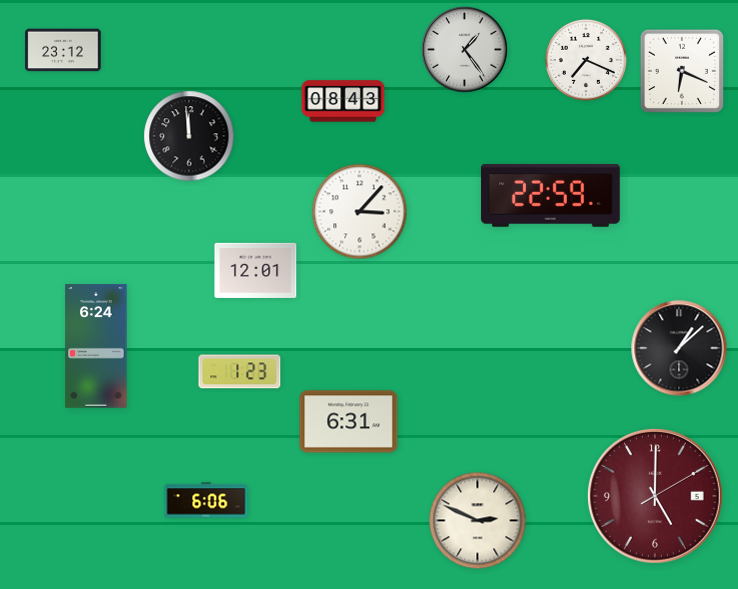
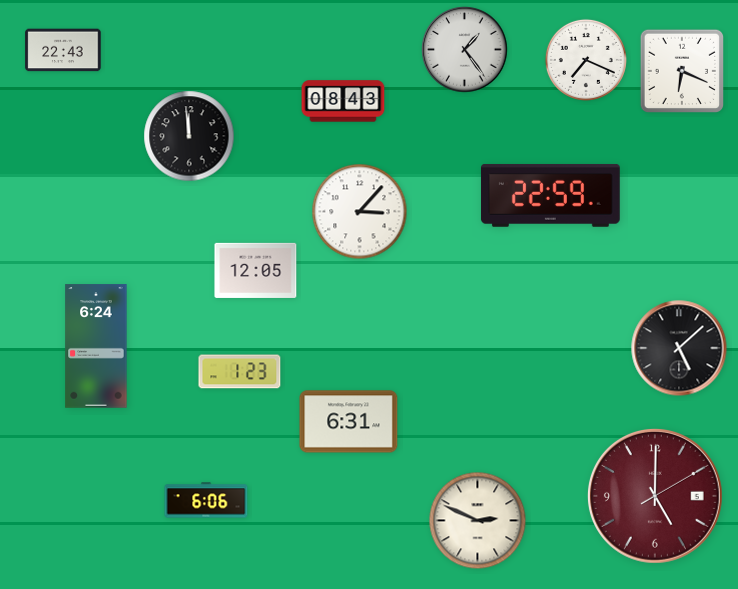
clock at (63, 50): 23:12 -> 22:43
clock at (256, 270): 12:01 -> 12:05
clock at (679, 348): 1:08 -> 5:08
